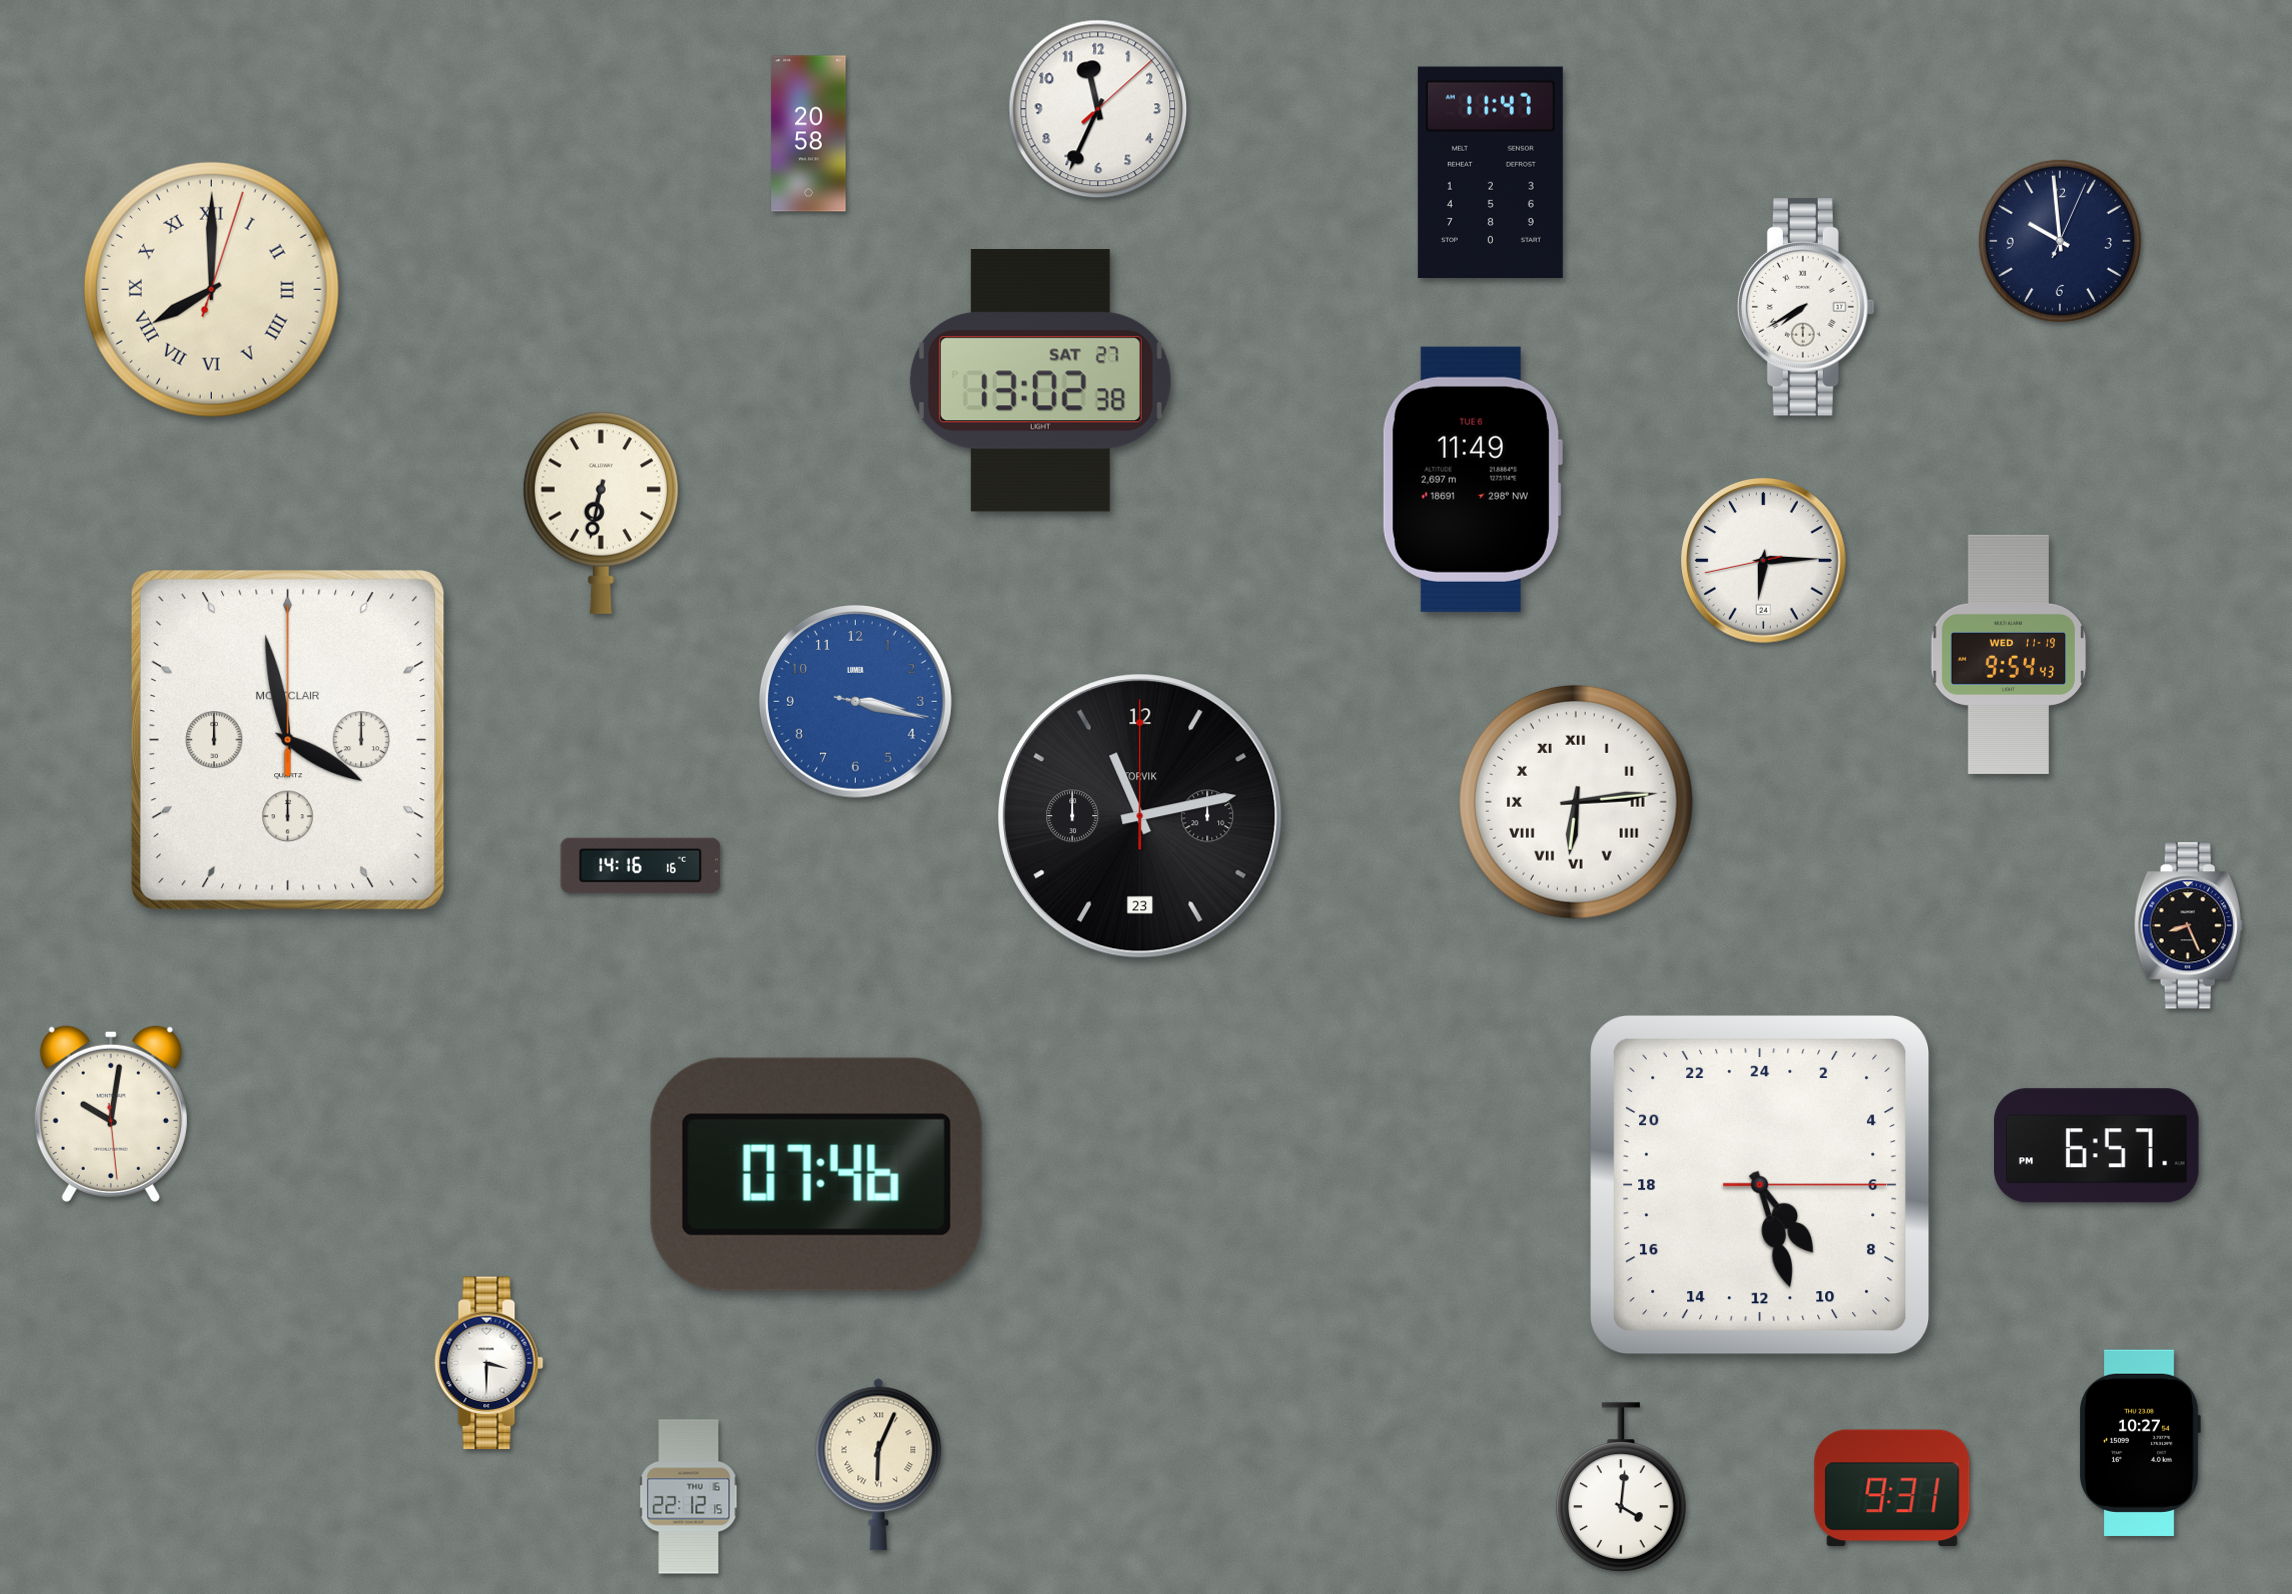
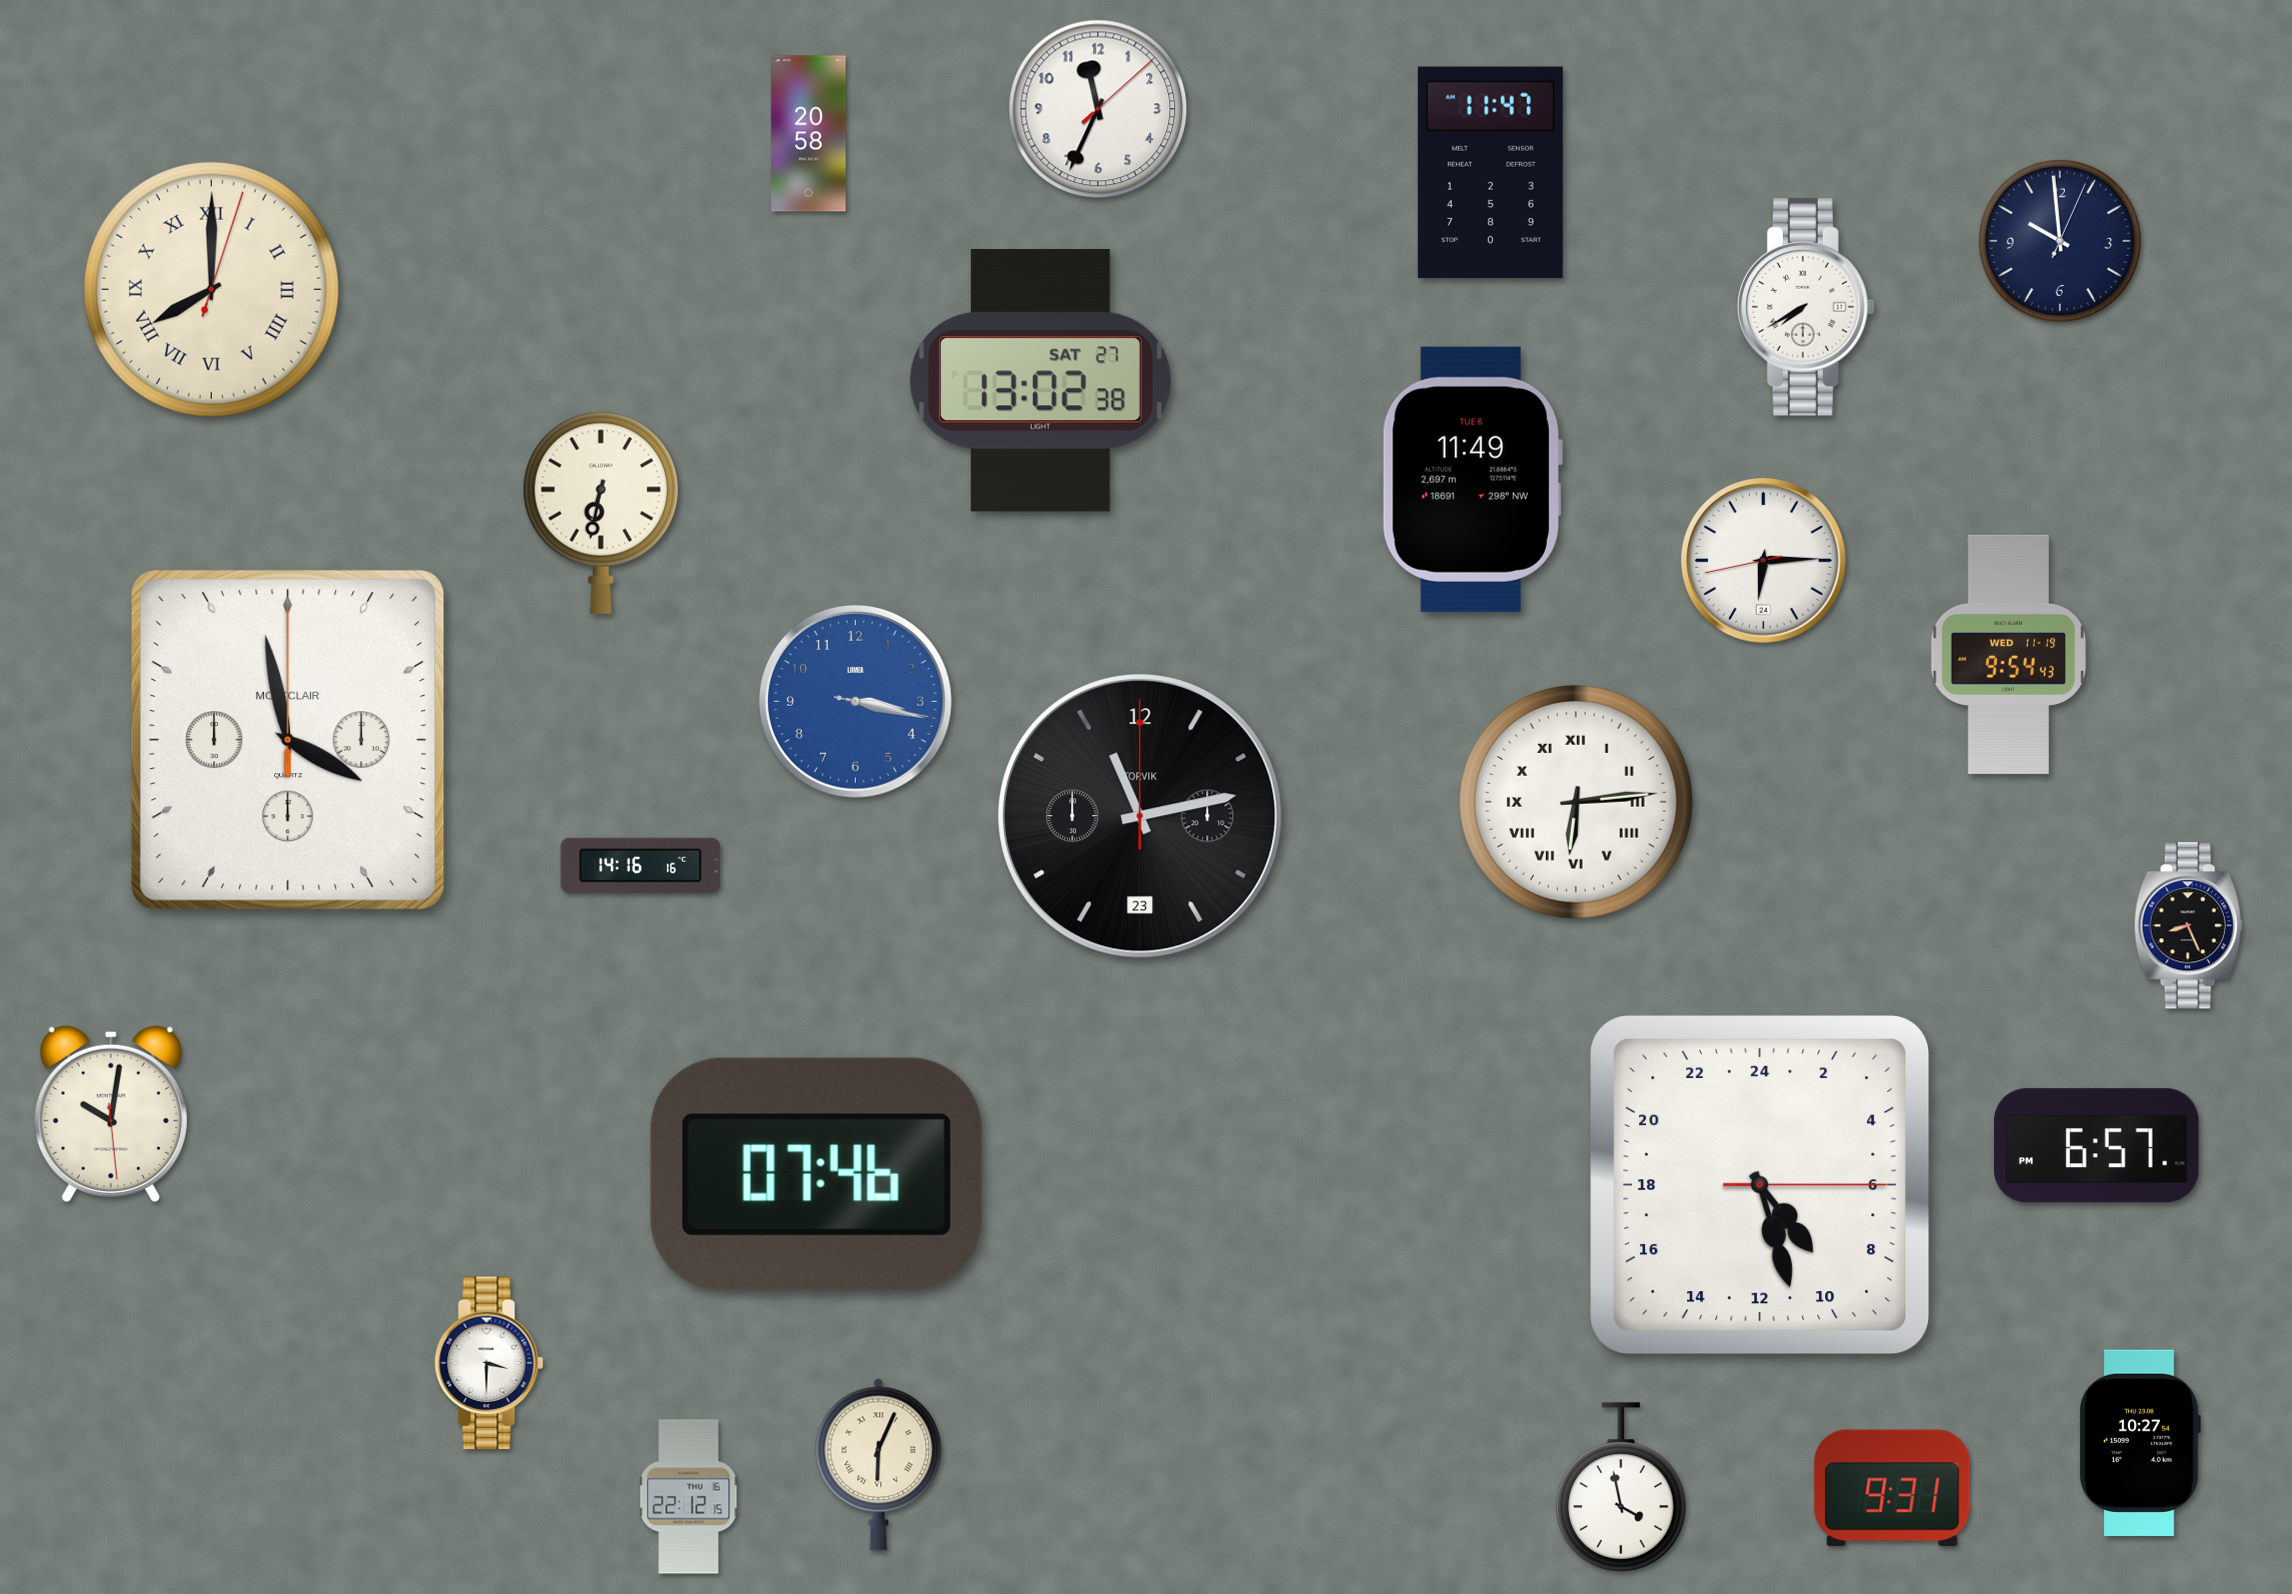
clock at (1622, 1487): 4:01 -> 3:58
